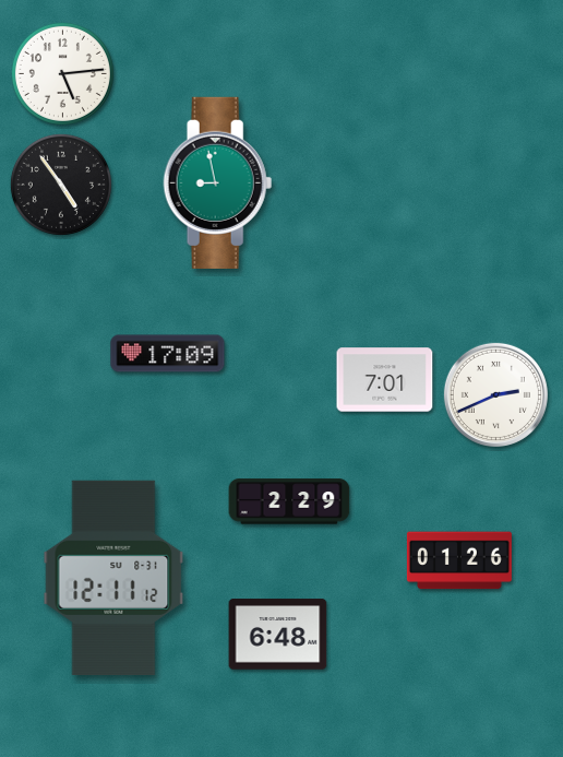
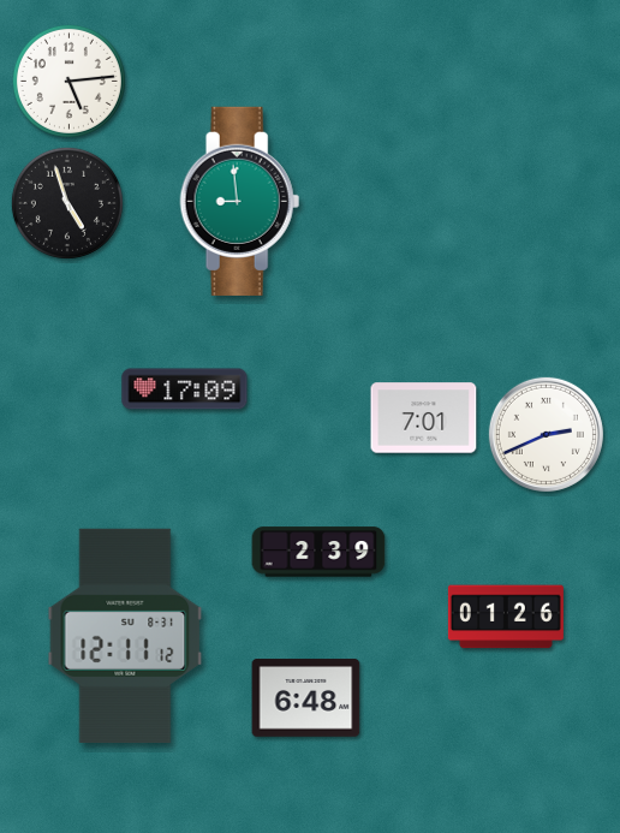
clock at (218, 182): 8:58 -> 8:59
clock at (61, 185): 4:54 -> 4:57
clock at (289, 501): 2:29 -> 2:39
